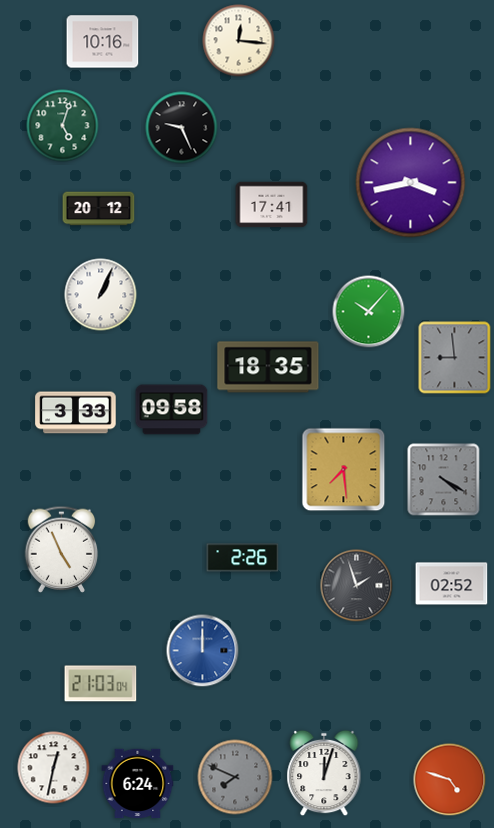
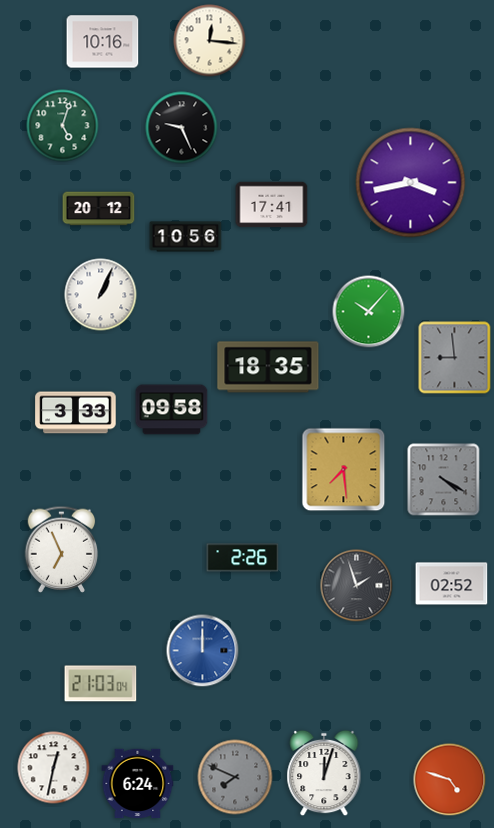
clock at (239, 41) position: (239, 41) -> (210, 41)
clock at (186, 237): none -> 10:56
clock at (62, 549): 4:56 -> 6:56
